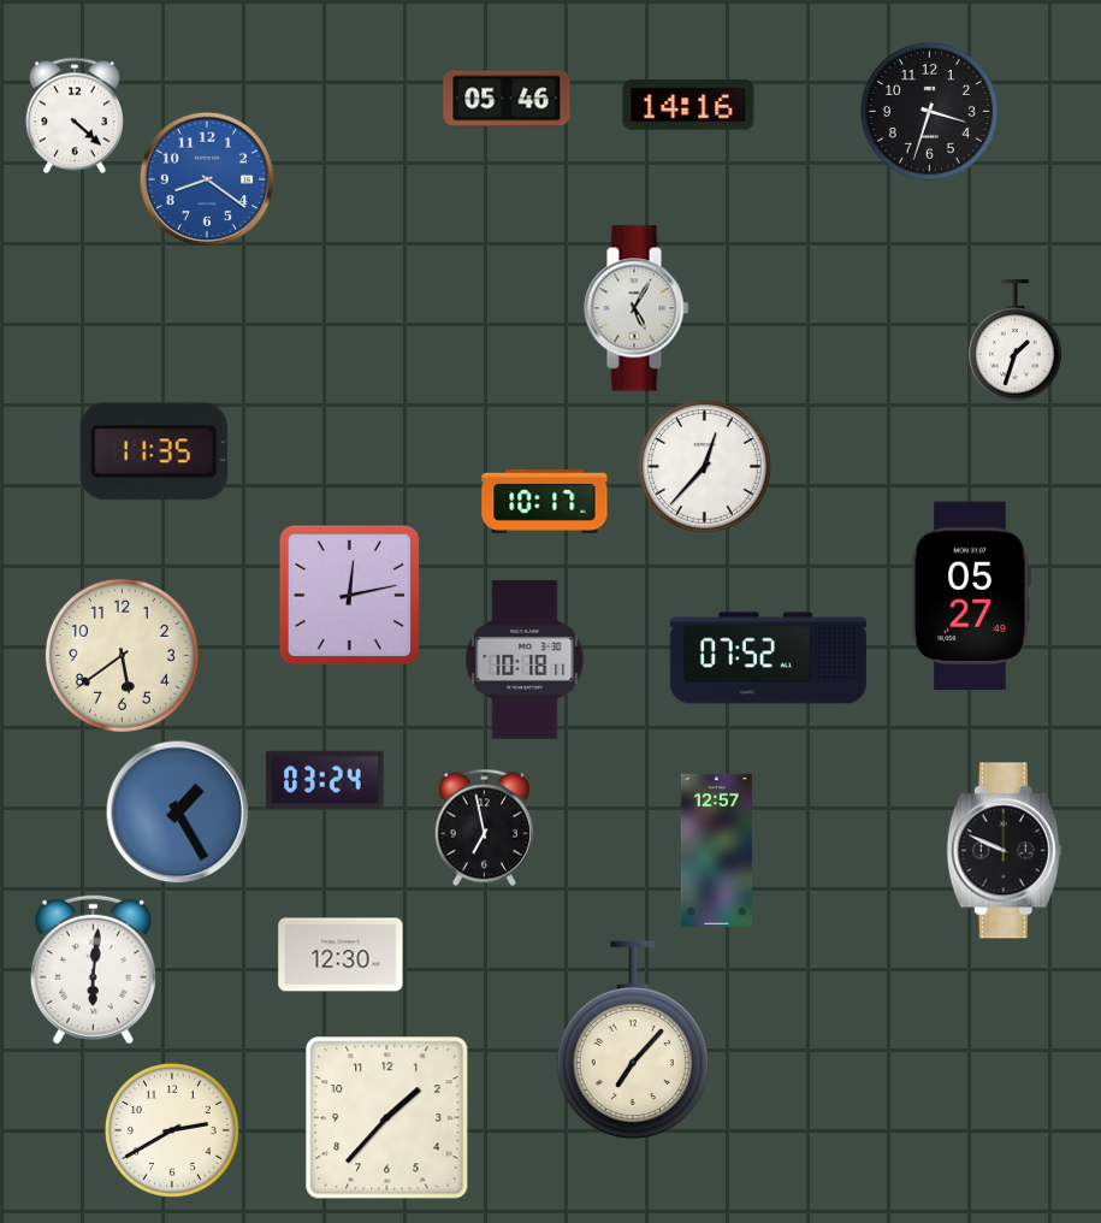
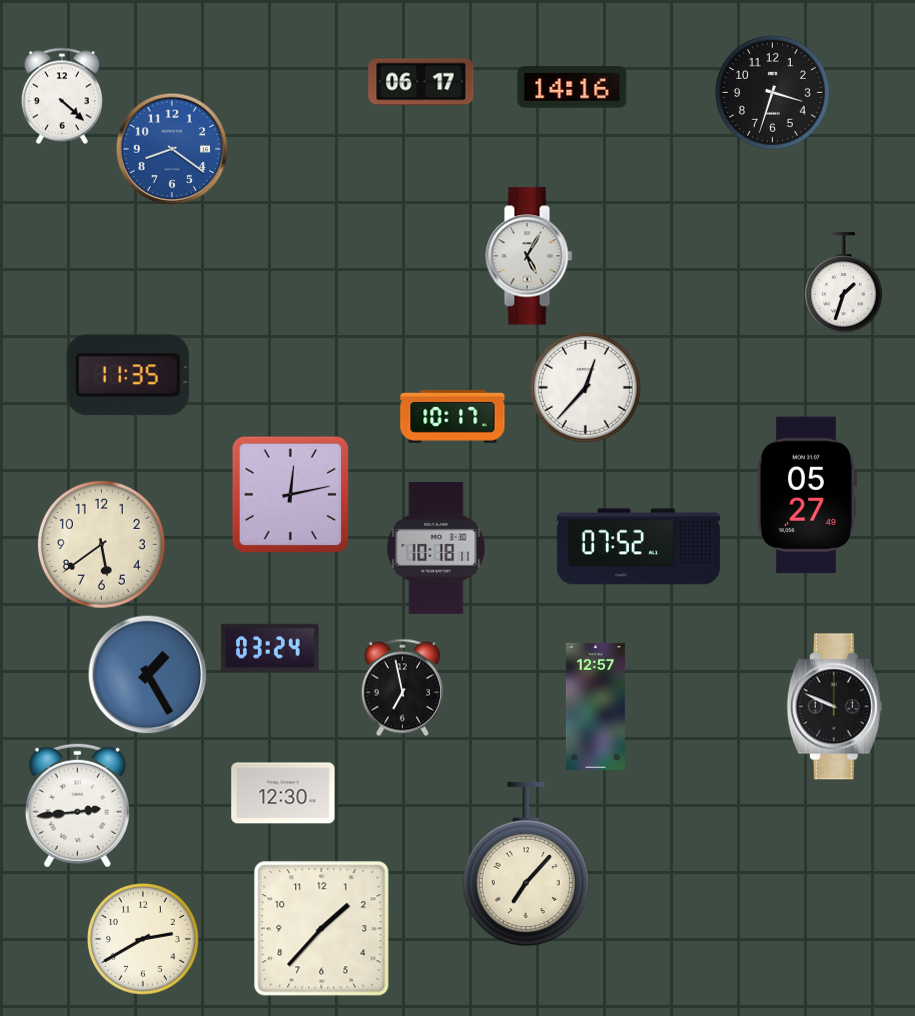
clock at (507, 99): 05:46 -> 06:17
clock at (93, 969): 6:01 -> 2:44
